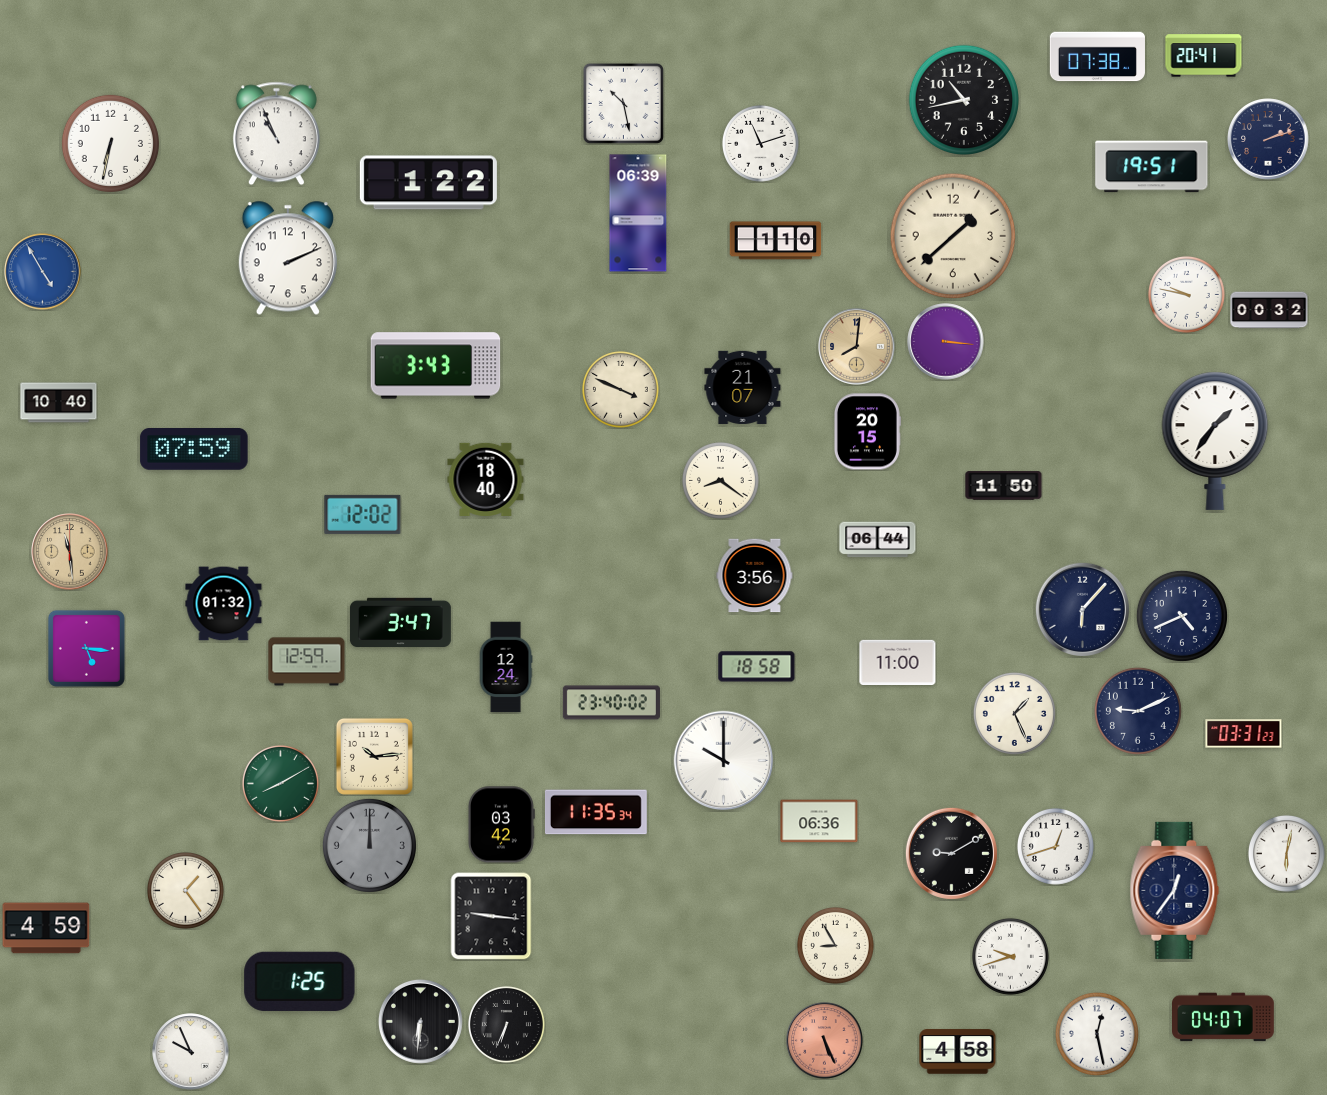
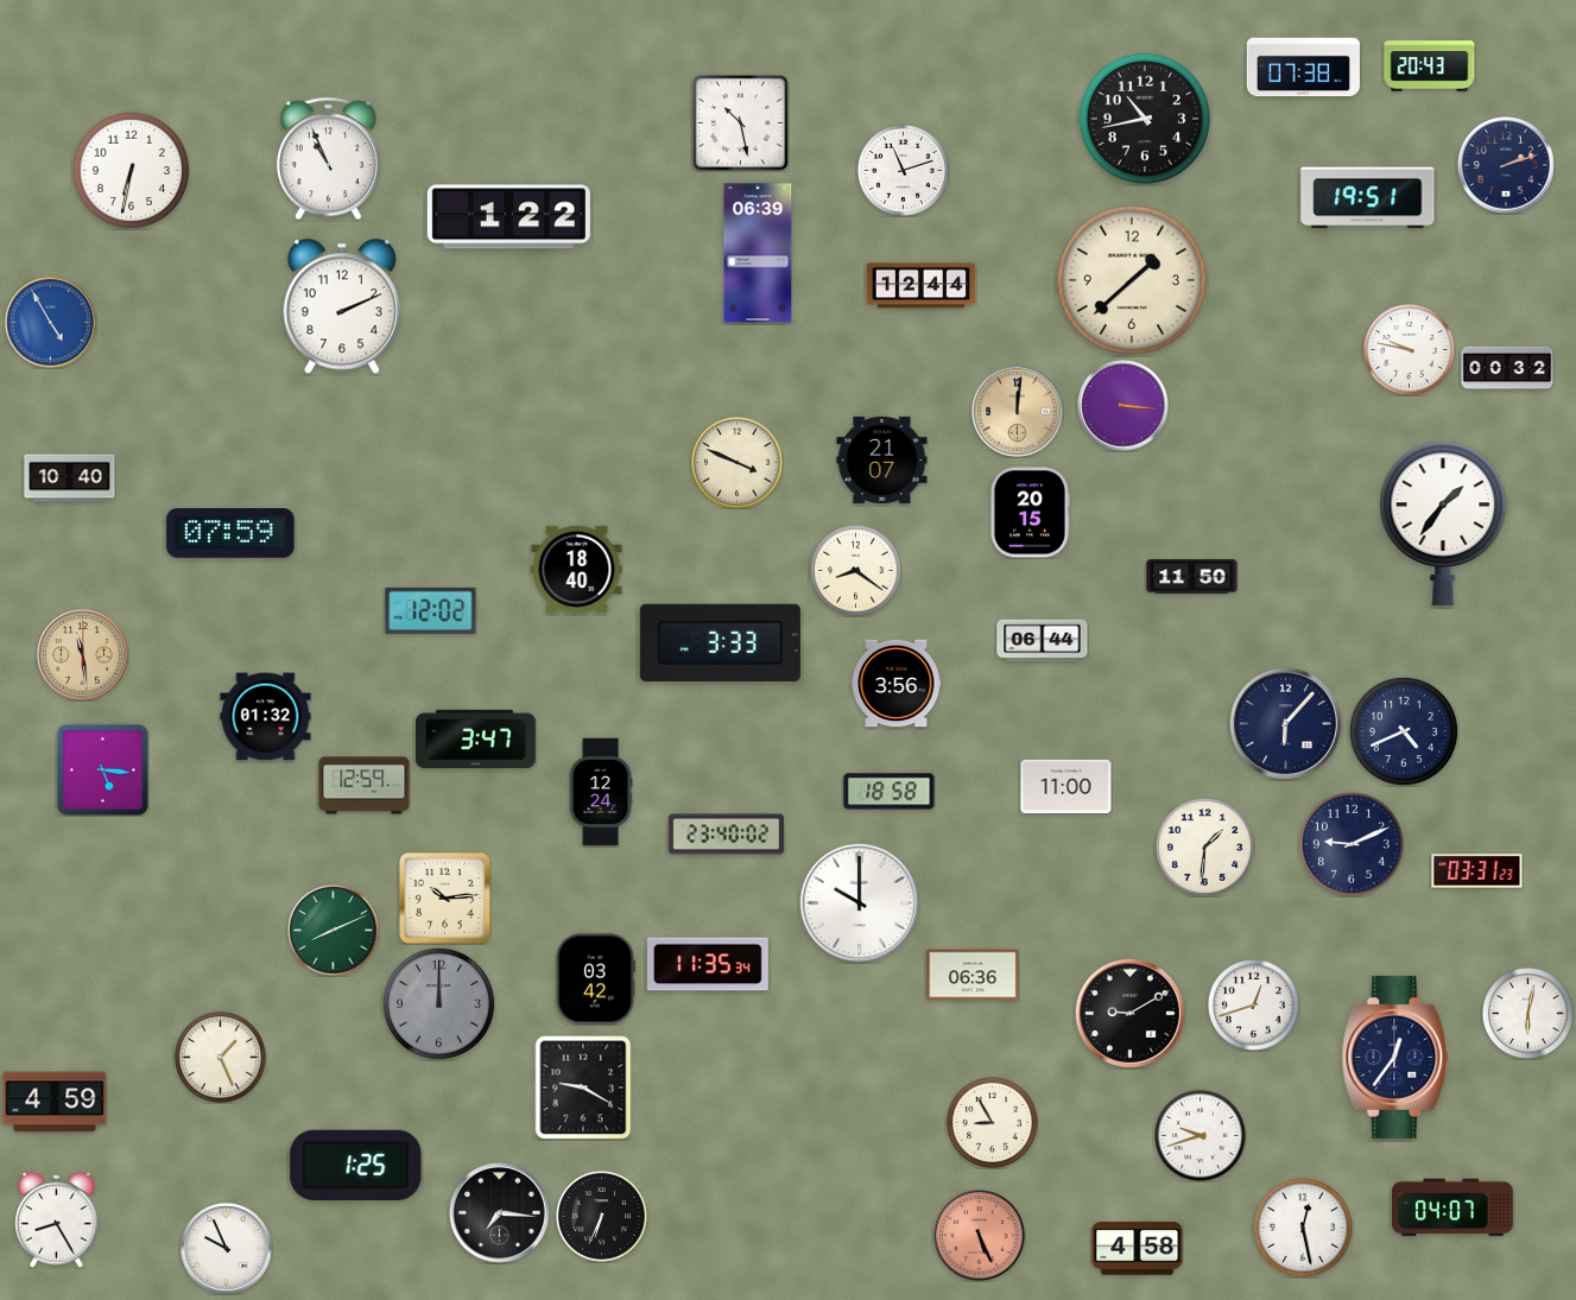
clock at (1204, 56): 20:41 -> 20:43
clock at (776, 241): 1:10 -> 12:44
clock at (857, 347): 8:01 -> 12:01
clock at (436, 366): 3:43 -> none
clock at (720, 642): none -> 3:33
clock at (757, 667) position: (757, 667) -> (890, 792)
clock at (1014, 713): 1:26 -> 1:31
clock at (280, 783): 8:10 -> 8:11
clock at (185, 890): 1:24 -> 1:26
clock at (491, 916): 9:16 -> 9:20
clock at (421, 1022): 6:31 -> 7:16
clock at (57, 1219): none -> 8:25
